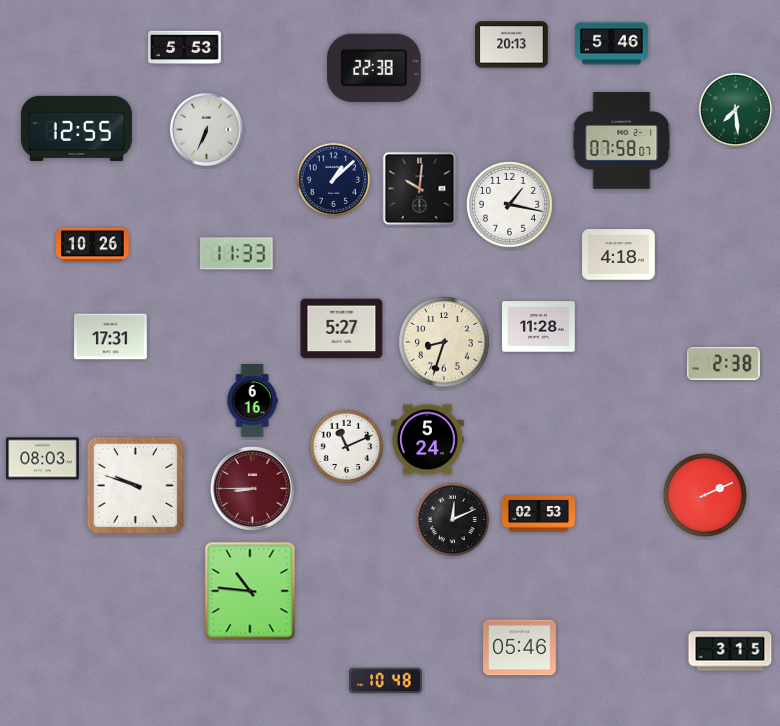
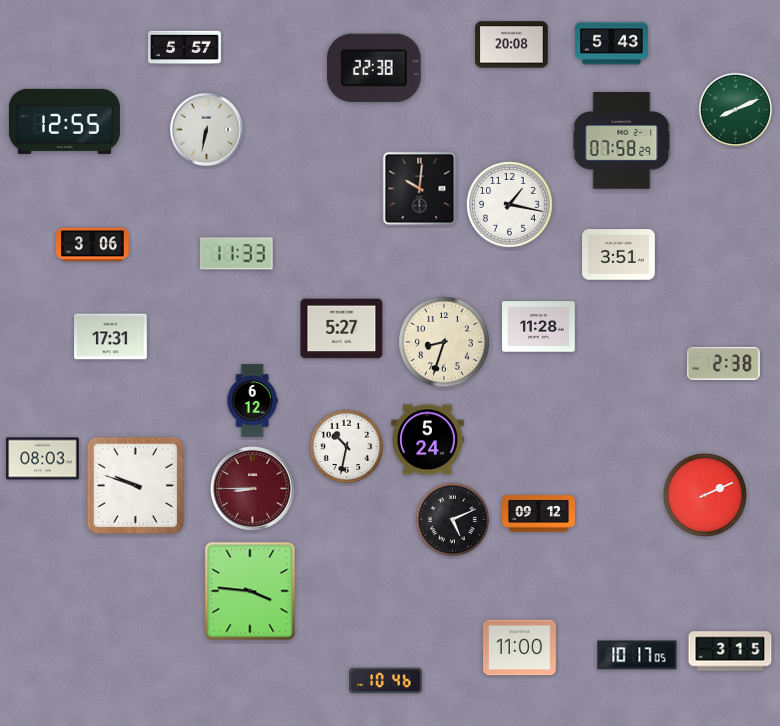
clock at (612, 44): 5:46 -> 5:43
clock at (512, 45): 20:13 -> 20:08
clock at (185, 48): 5:53 -> 5:57
clock at (736, 110): 7:29 -> 8:11
clock at (76, 128) position: (76, 128) -> (64, 121)
clock at (206, 129): 6:34 -> 6:32
clock at (622, 141): 07:58:07 -> 07:58:29
clock at (334, 180): 1:08 -> none
clock at (93, 245): 10:26 -> 3:06
clock at (619, 255): 4:18 -> 3:51
clock at (252, 401): 6:16 -> 6:12
clock at (347, 447): 11:11 -> 10:32
clock at (539, 514): 02:53 -> 09:12
clock at (453, 520): 12:11 -> 5:11
clock at (250, 591): 10:46 -> 3:46
clock at (520, 648): 05:46 -> 11:00
clock at (637, 655): none -> 10:17
clock at (386, 681): 10:48 -> 10:46
